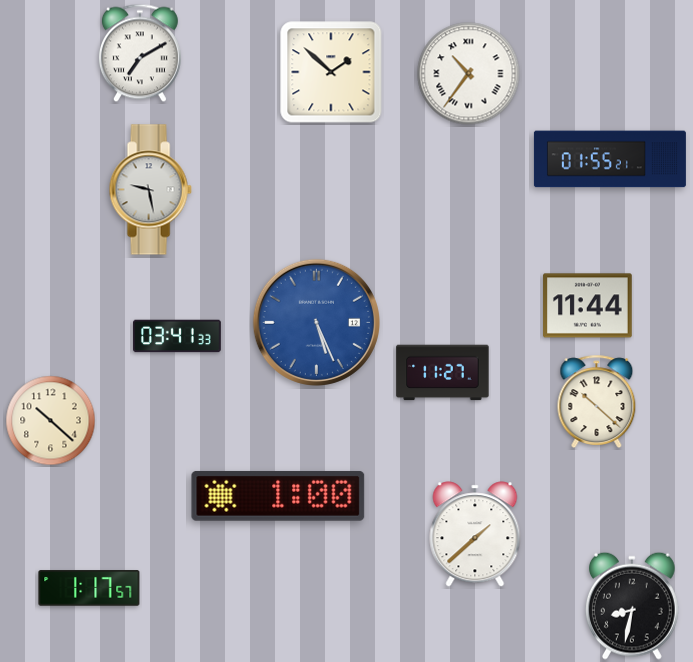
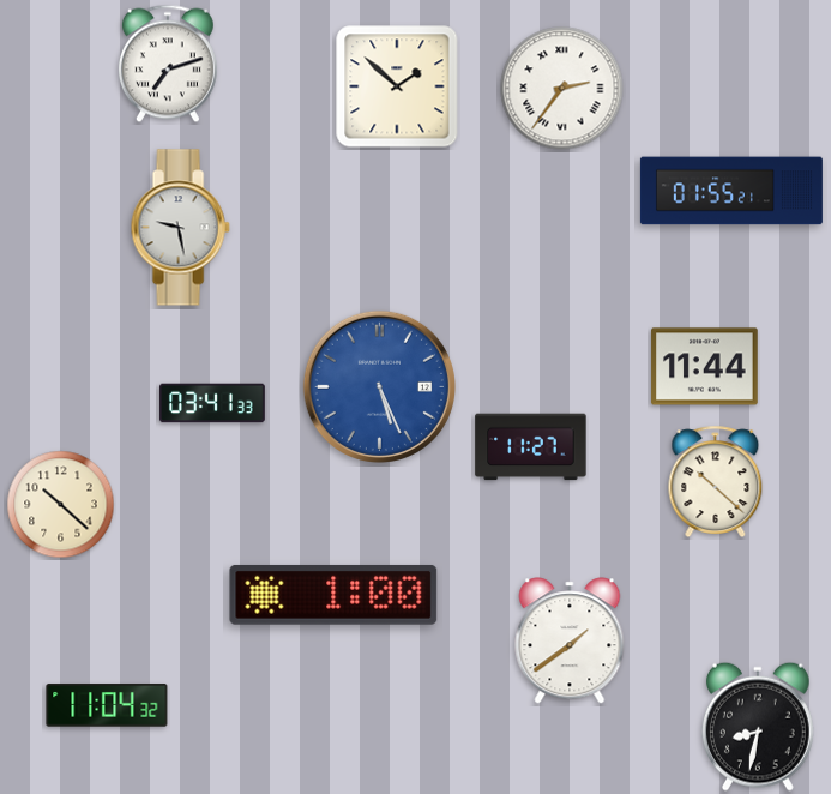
clock at (140, 53): 7:10 -> 7:12
clock at (469, 74): 10:36 -> 2:36
clock at (475, 534): 1:38 -> 1:39
clock at (89, 588): 1:17 -> 11:04
